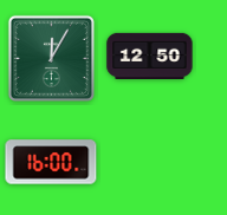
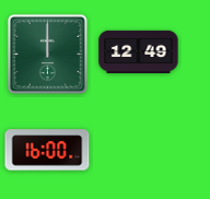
clock at (150, 56): 12:50 -> 12:49
clock at (51, 58): 12:05 -> 12:00
